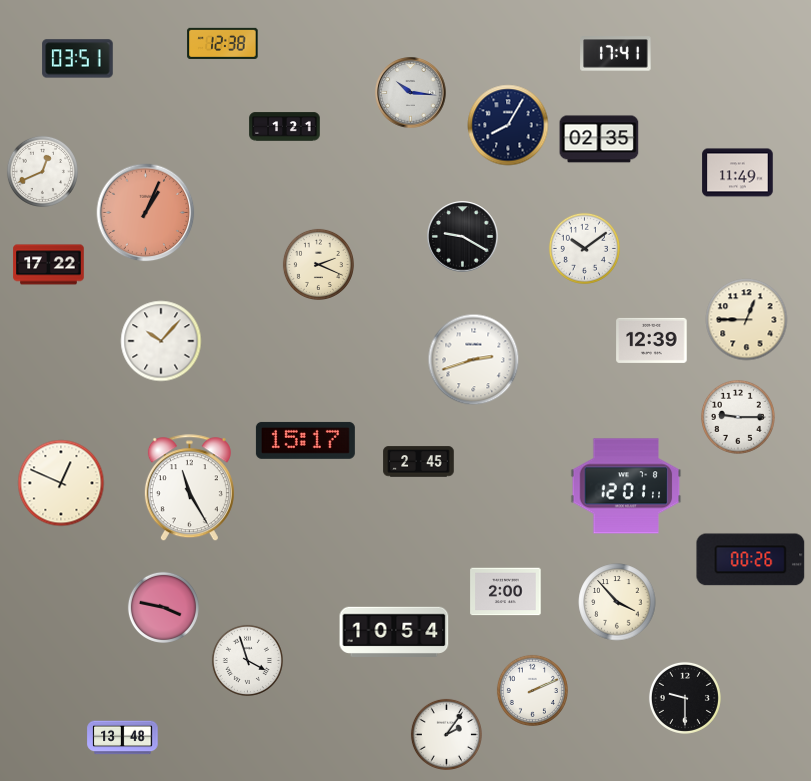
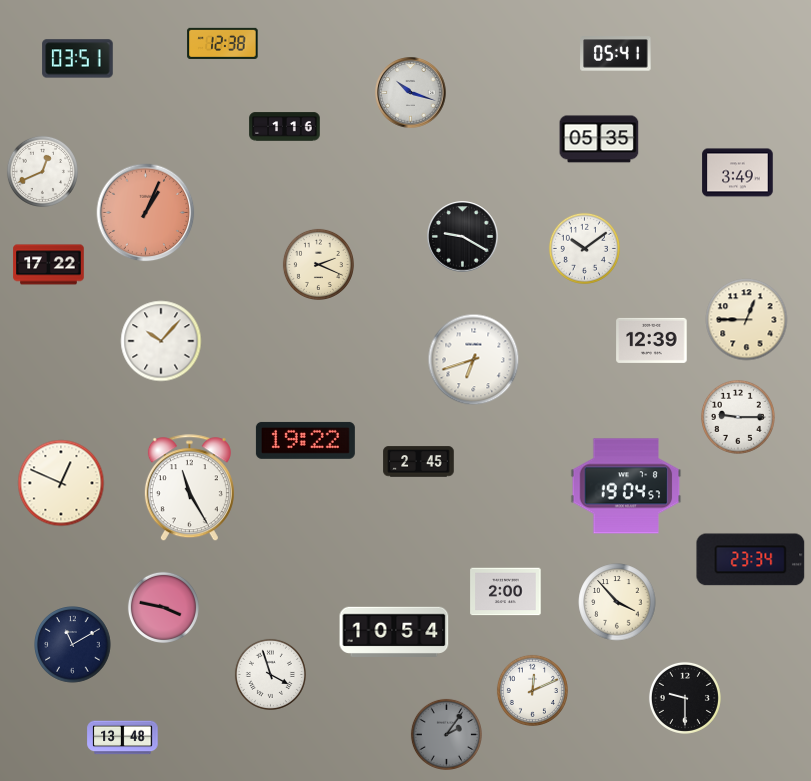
clock at (616, 54): 17:41 -> 05:41
clock at (411, 93): 10:16 -> 10:18
clock at (508, 125): 8:05 -> none
clock at (285, 127): 1:21 -> 1:16
clock at (599, 139): 02:35 -> 05:35
clock at (738, 173): 11:49 -> 3:49
clock at (474, 360): 2:42 -> 6:42
clock at (305, 440): 15:17 -> 19:22
clock at (626, 486): 12:01 -> 19:04
clock at (751, 560): 00:26 -> 23:34
clock at (73, 645): none -> 11:10
clock at (247, 660) position: (247, 660) -> (270, 674)
clock at (532, 690): 2:11 -> 12:11
clock at (446, 734) dial: white -> grey
